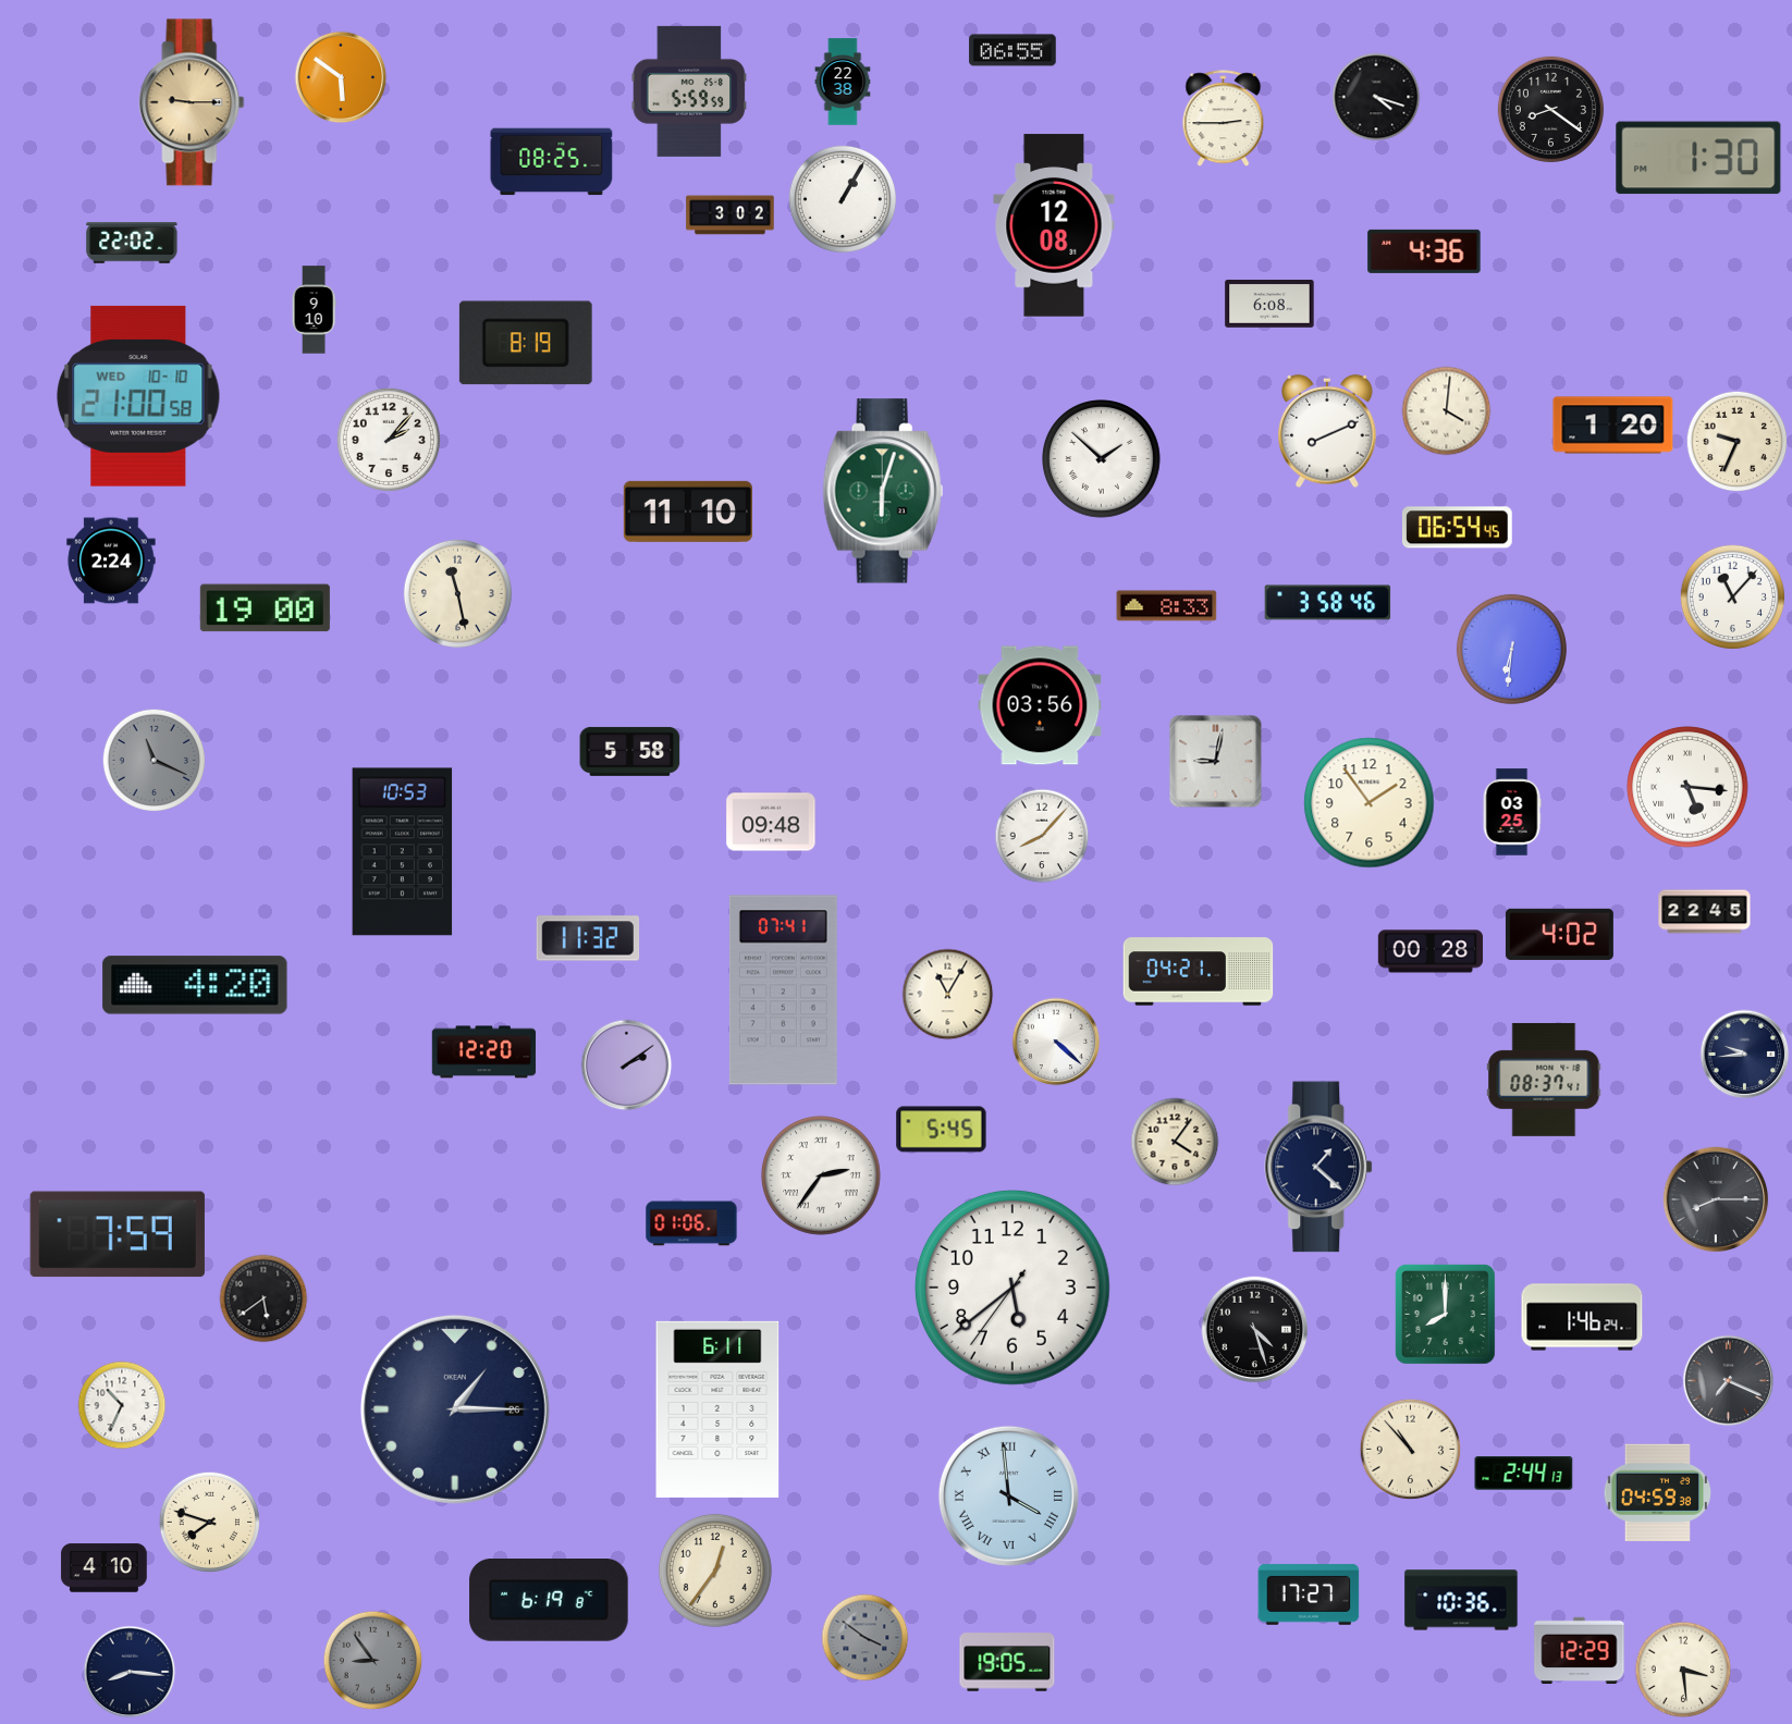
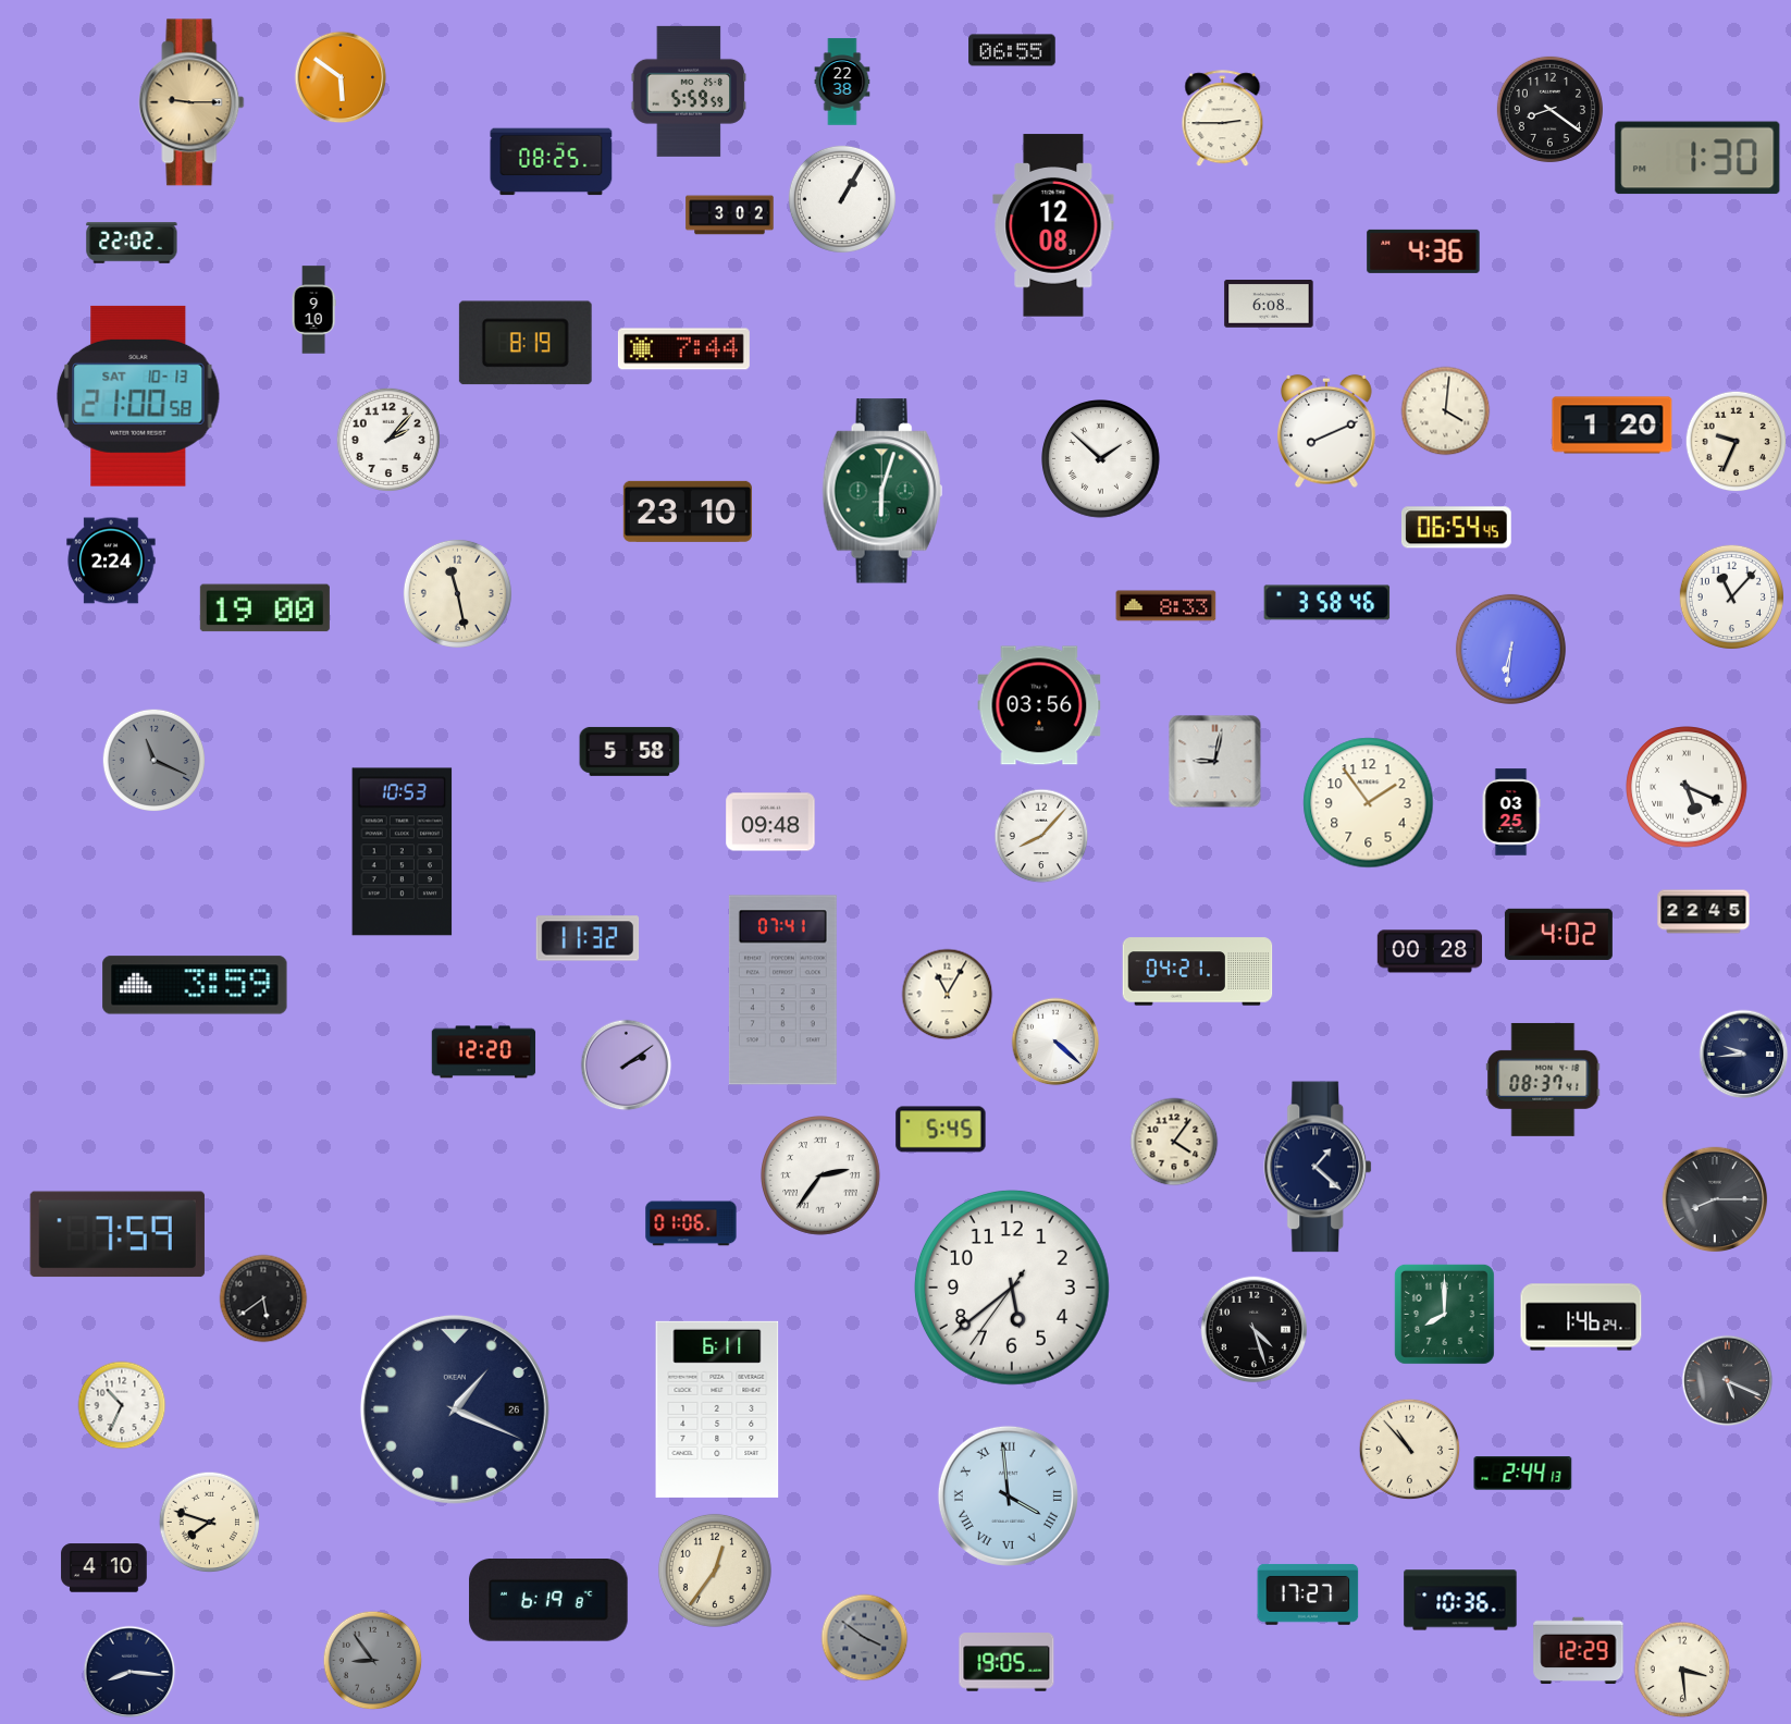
clock at (1376, 97): 4:18 -> none
clock at (683, 349): none -> 7:44
clock at (138, 396) date: WED 10-10 -> SAT 10-13
clock at (688, 512): 11:10 -> 23:10
clock at (1687, 787): 5:16 -> 5:19
clock at (195, 985): 4:20 -> 3:59
clock at (1729, 1381): 7:19 -> 5:19
clock at (455, 1409): 1:15 -> 1:19
clock at (1657, 1492): 04:59 -> none
